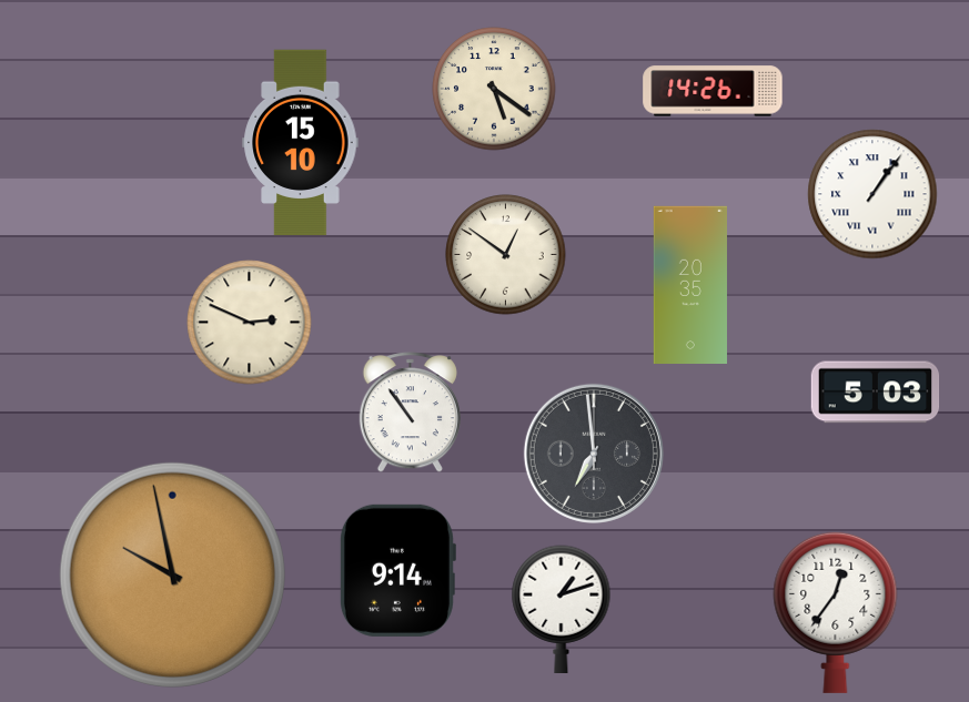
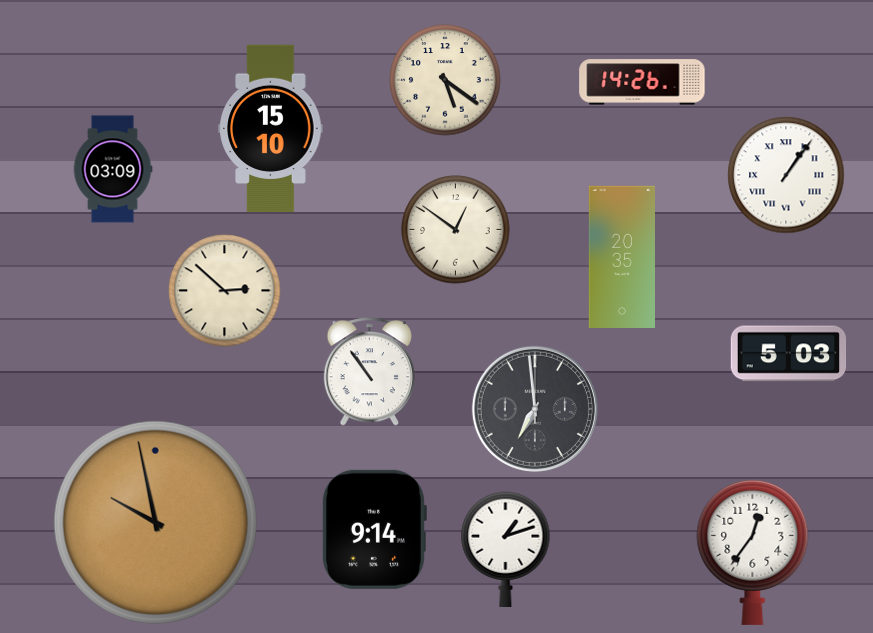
clock at (113, 169): none -> 03:09
clock at (250, 323): 2:49 -> 2:52
clock at (397, 570) position: (397, 570) -> (374, 529)
clock at (172, 574) position: (172, 574) -> (155, 522)
